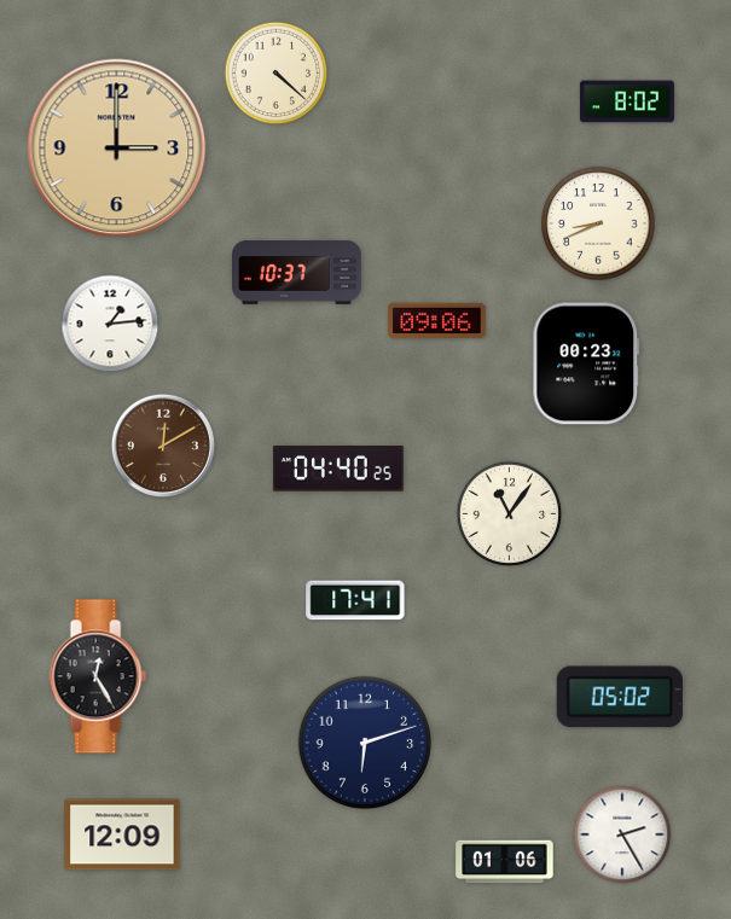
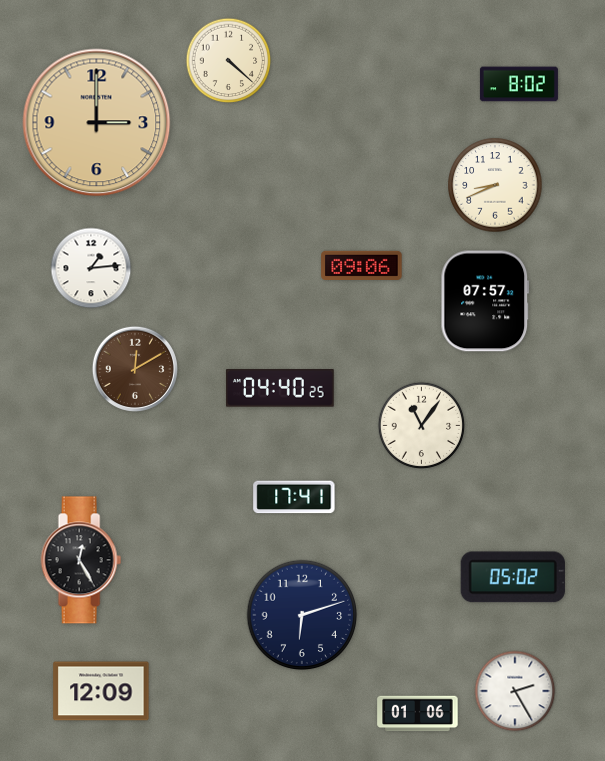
clock at (297, 273): 10:37 -> none
clock at (586, 363): 00:23 -> 07:57
